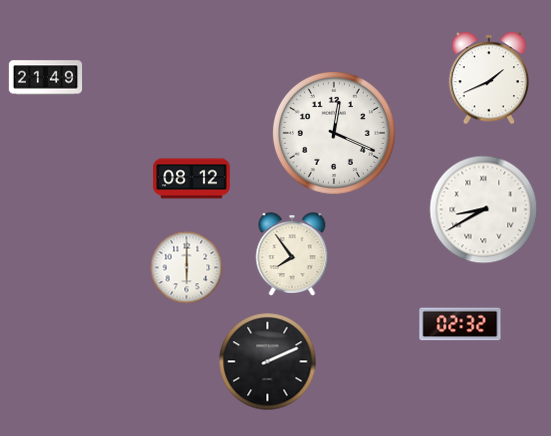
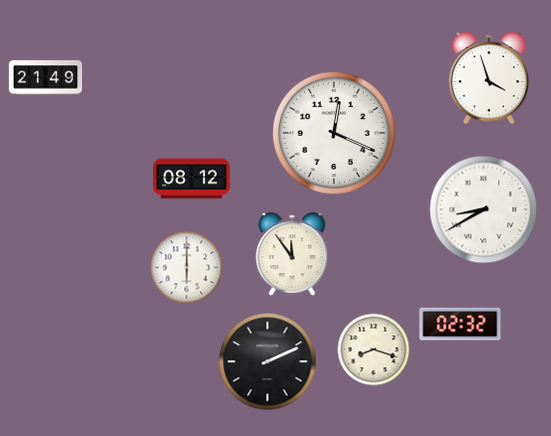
clock at (488, 78): 1:41 -> 3:57
clock at (292, 254): 7:54 -> 11:54
clock at (374, 350): none -> 8:18
